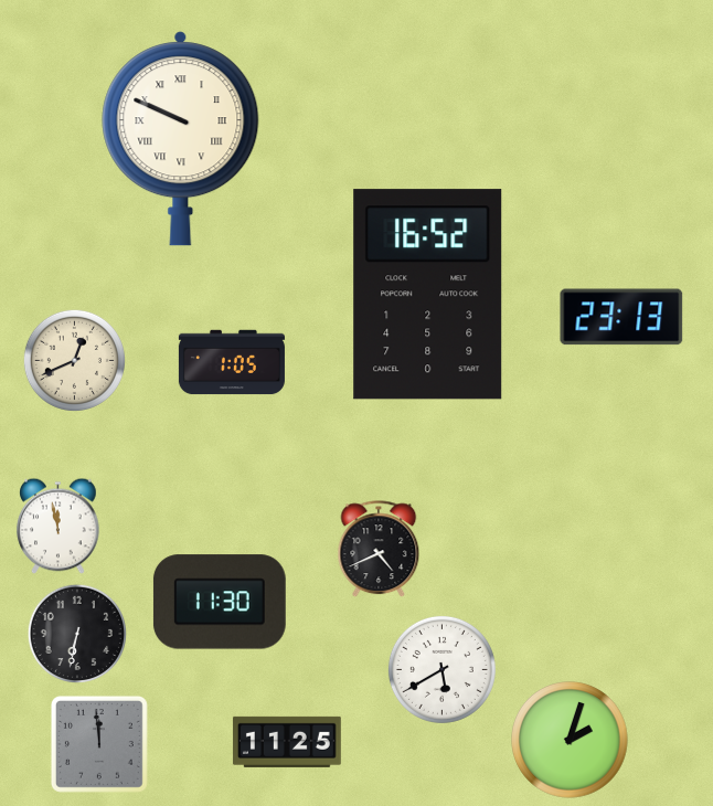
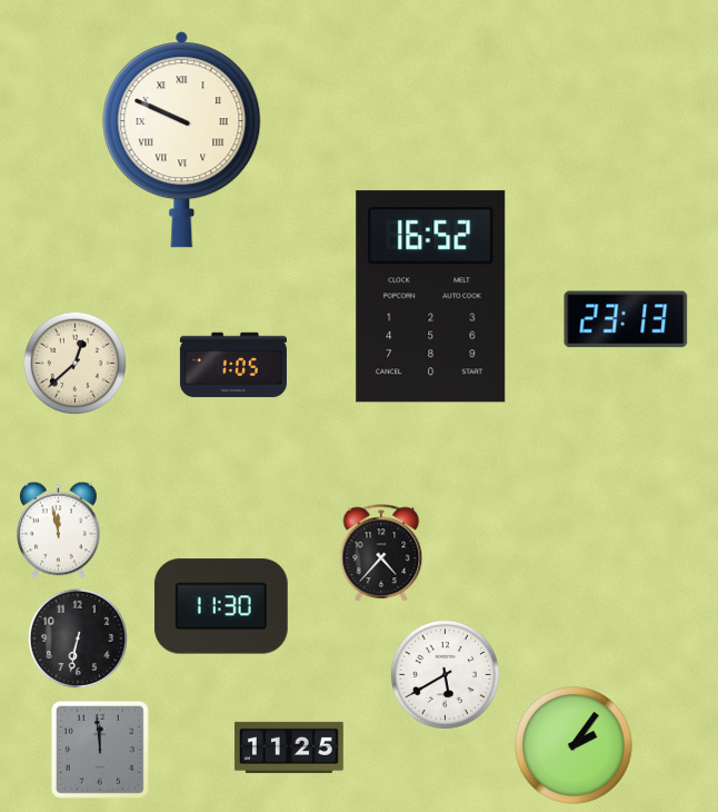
clock at (74, 360): 12:41 -> 12:38
clock at (379, 550): 4:41 -> 4:37
clock at (570, 740): 2:03 -> 2:06
